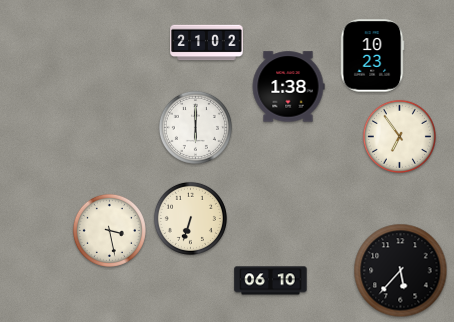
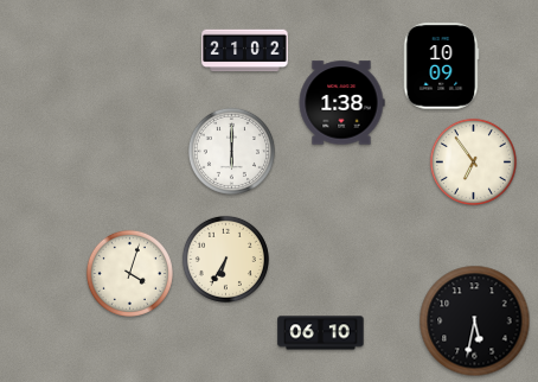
clock at (372, 56): 10:23 -> 10:09
clock at (190, 218): 6:33 -> 6:35
clock at (109, 230): 3:28 -> 4:03
clock at (401, 271): 5:37 -> 5:32
